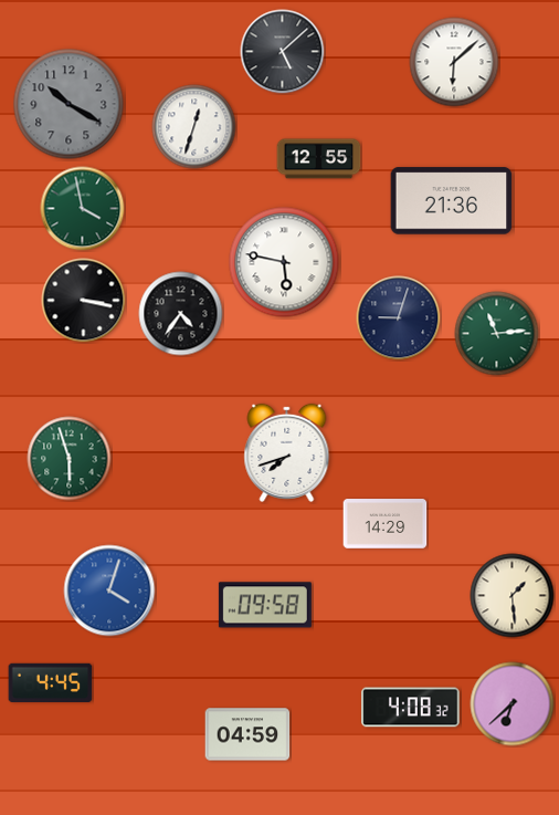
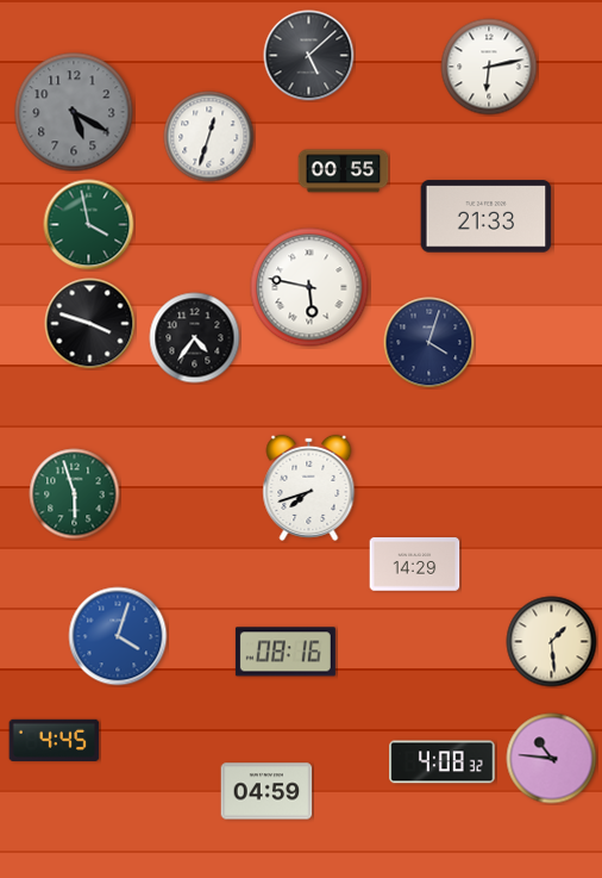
clock at (283, 52) position: (283, 52) -> (309, 56)
clock at (454, 62): 6:08 -> 6:13
clock at (68, 104): 10:20 -> 5:20
clock at (319, 159): 12:55 -> 00:55
clock at (452, 201): 21:36 -> 21:33
clock at (284, 262) position: (284, 262) -> (309, 287)
clock at (84, 301): 3:17 -> 3:48
clock at (399, 318): 9:03 -> 4:03
clock at (497, 334): 11:14 -> none
clock at (265, 605): 09:58 -> 08:16
clock at (51, 682) position: (51, 682) -> (55, 740)
clock at (513, 704): 6:38 -> 10:46
